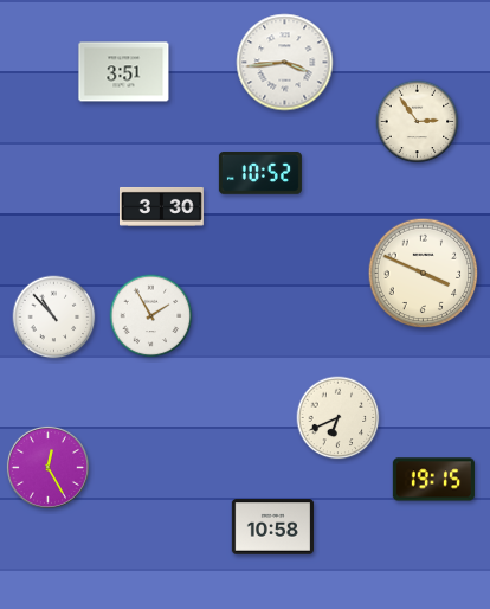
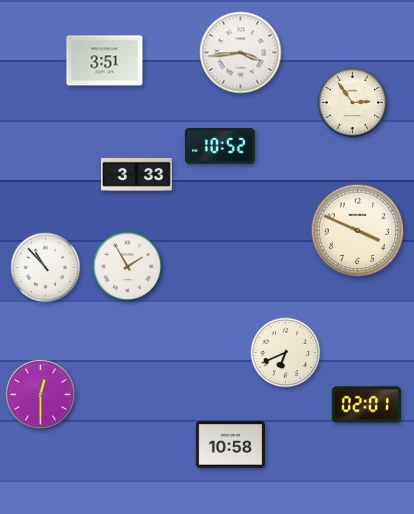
clock at (161, 206): 3:30 -> 3:33
clock at (47, 467): 12:25 -> 12:30
clock at (433, 480): 19:15 -> 02:01
